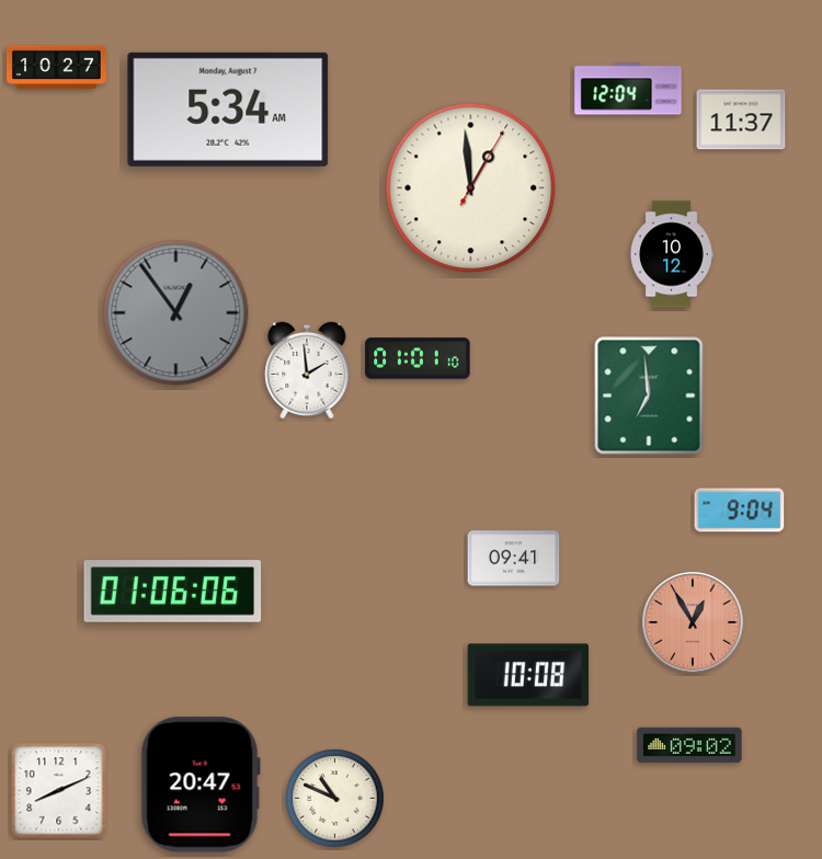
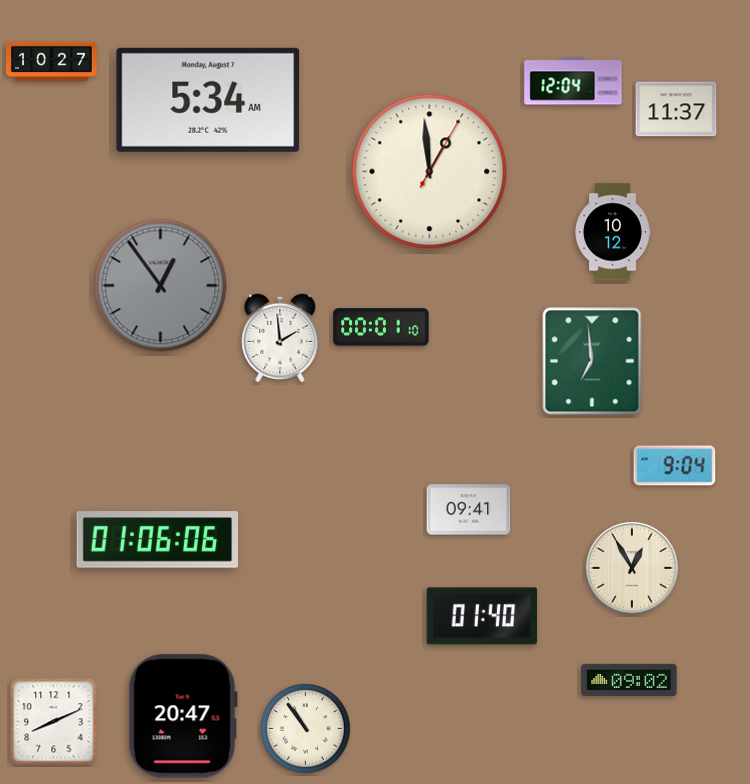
clock at (418, 358): 01:01 -> 00:01
clock at (693, 622) dial: salmon -> cream
clock at (528, 675): 10:08 -> 01:40
clock at (335, 799): 10:49 -> 10:54
